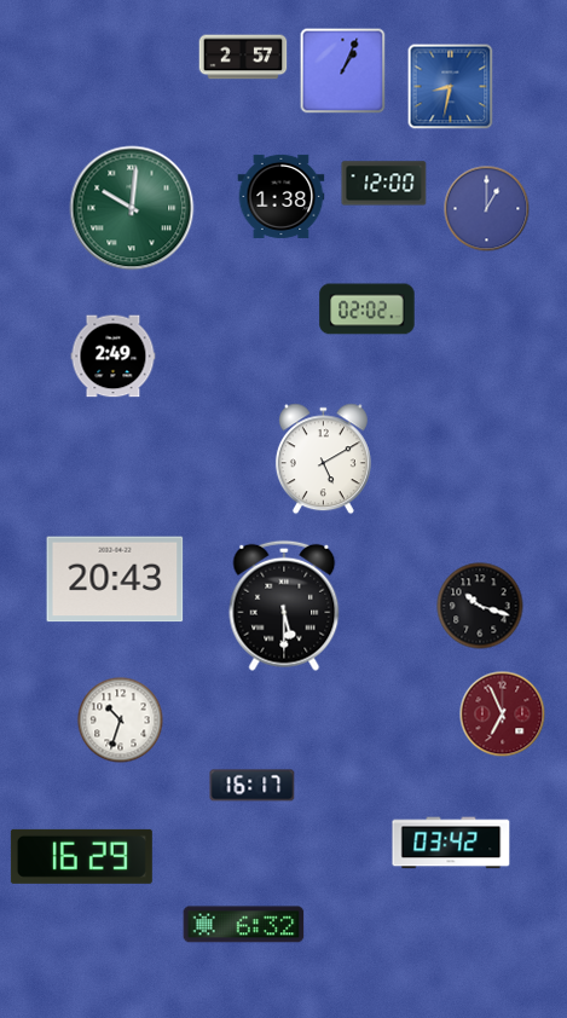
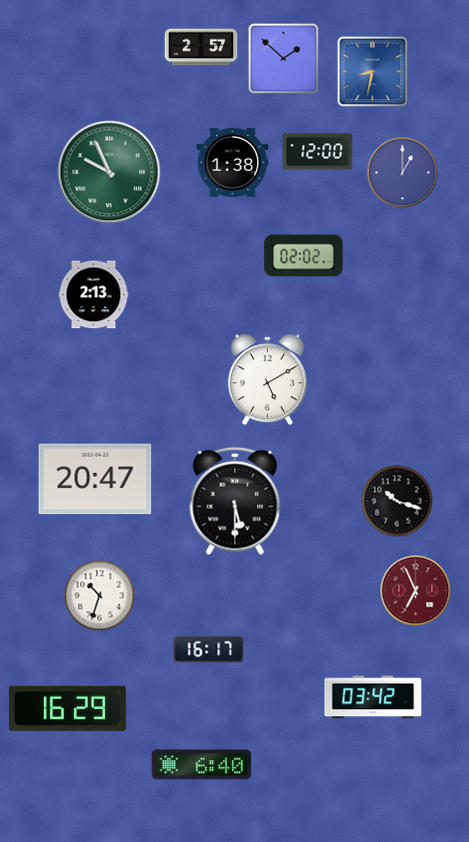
clock at (343, 71): 1:04 -> 1:52
clock at (132, 208): 10:01 -> 9:56
clock at (114, 357): 2:49 -> 2:13
clock at (115, 579): 20:43 -> 20:47
clock at (244, 925): 6:32 -> 6:40
